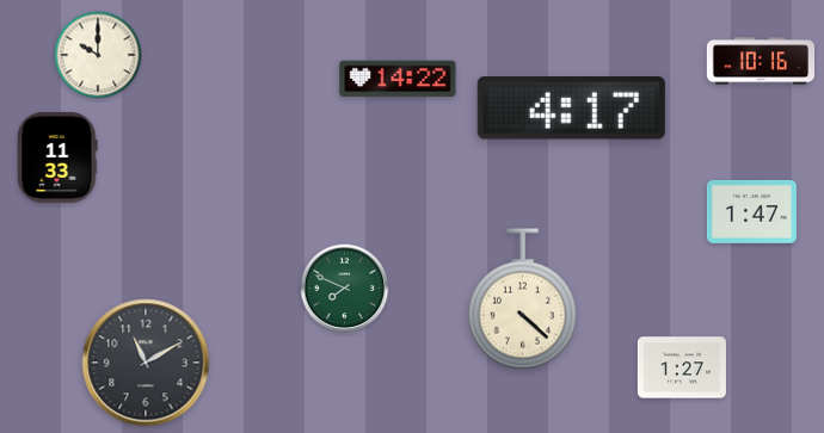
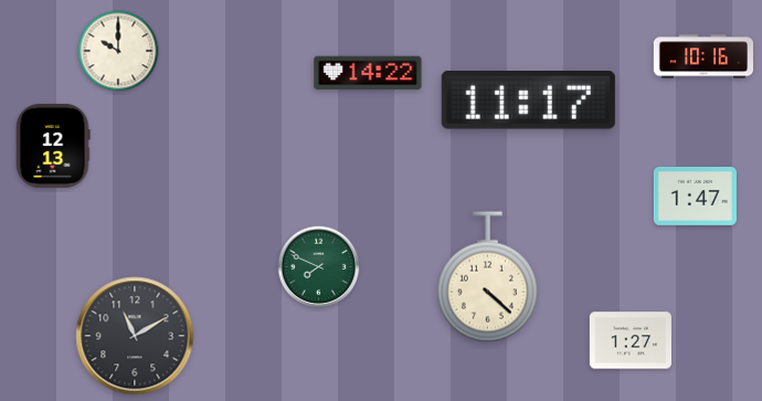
clock at (98, 55) position: (98, 55) -> (118, 51)
clock at (571, 109): 4:17 -> 11:17
clock at (57, 157): 11:33 -> 12:13
clock at (522, 299) position: (522, 299) -> (487, 277)
